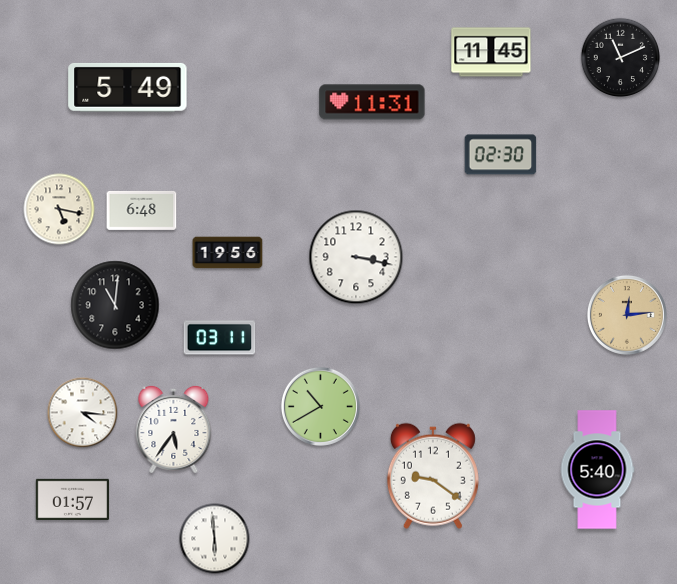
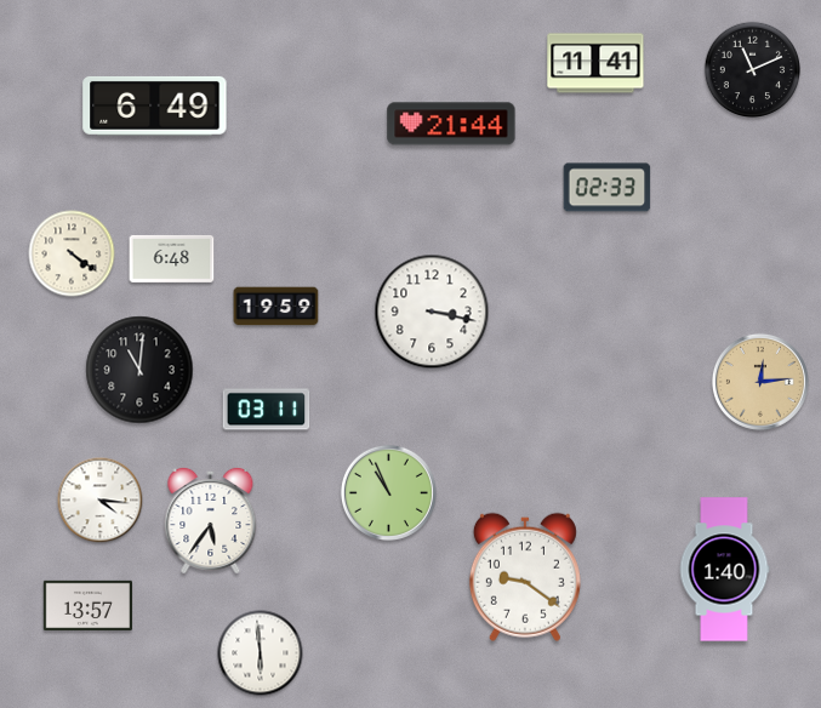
clock at (491, 52): 11:45 -> 11:41
clock at (128, 87): 5:49 -> 6:49
clock at (372, 102): 11:31 -> 21:44
clock at (501, 155): 02:30 -> 02:33
clock at (59, 209): 5:17 -> 4:21
clock at (142, 210) position: (142, 210) -> (172, 258)
clock at (228, 253): 19:56 -> 19:59
clock at (320, 406): 10:40 -> 10:56
clock at (597, 470): 5:40 -> 1:40
clock at (72, 499): 01:57 -> 13:57
